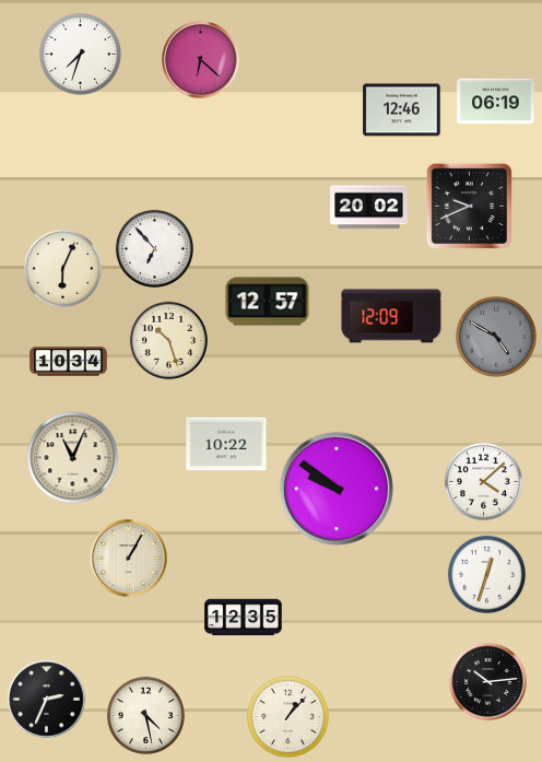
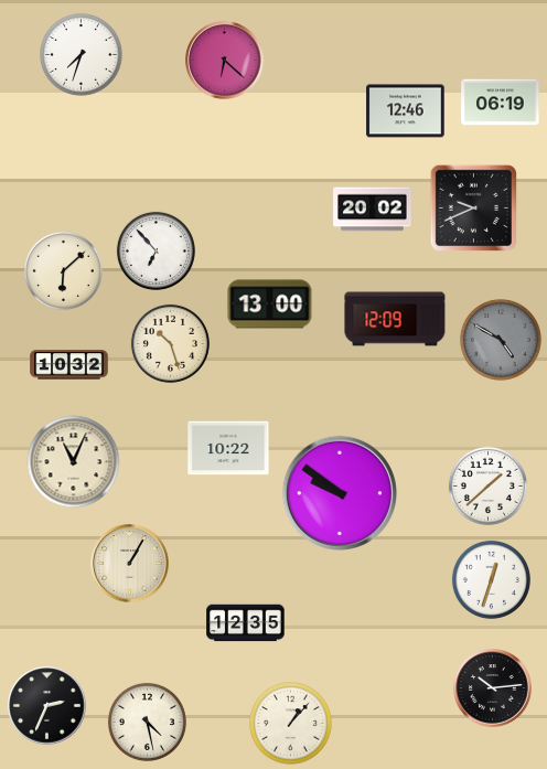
clock at (201, 60) position: (201, 60) -> (225, 61)
clock at (62, 268): 6:04 -> 6:08
clock at (268, 302): 12:57 -> 13:00
clock at (69, 362): 10:34 -> 10:32
clock at (483, 481): 4:08 -> 1:38
